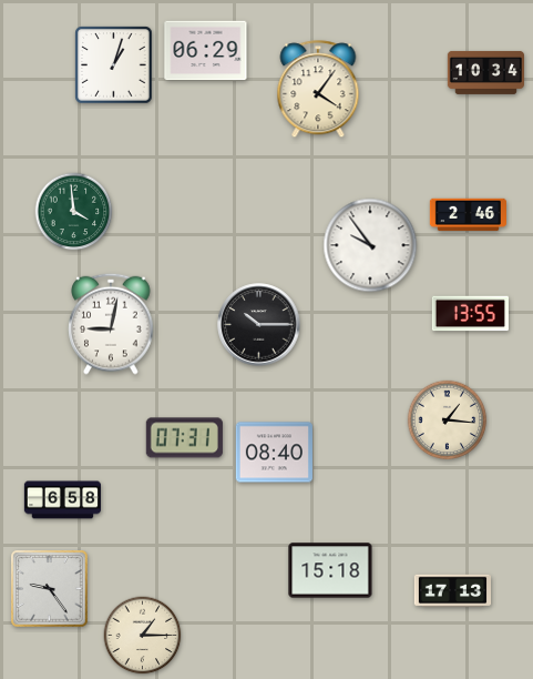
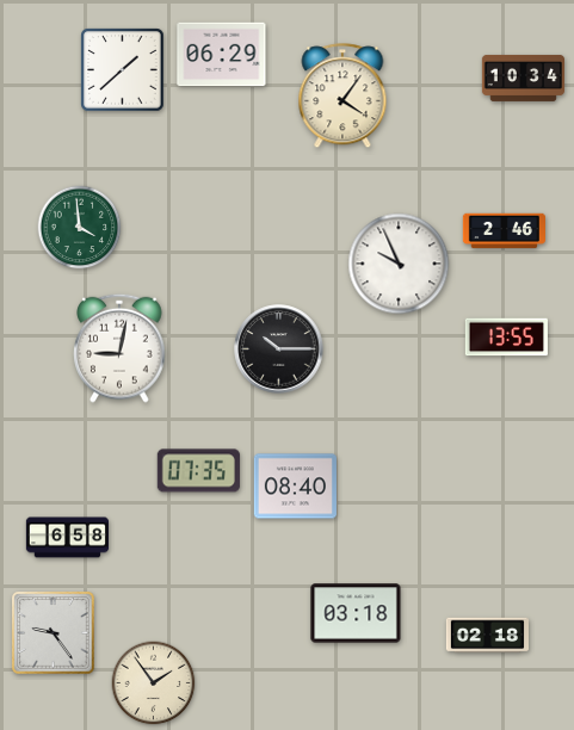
clock at (114, 65): 1:03 -> 1:38
clock at (370, 245): 9:54 -> 9:56
clock at (448, 420): 1:16 -> none
clock at (184, 438): 07:31 -> 07:35
clock at (330, 570): 15:18 -> 03:18
clock at (452, 591): 17:13 -> 02:18
clock at (143, 636): 1:15 -> 1:54
